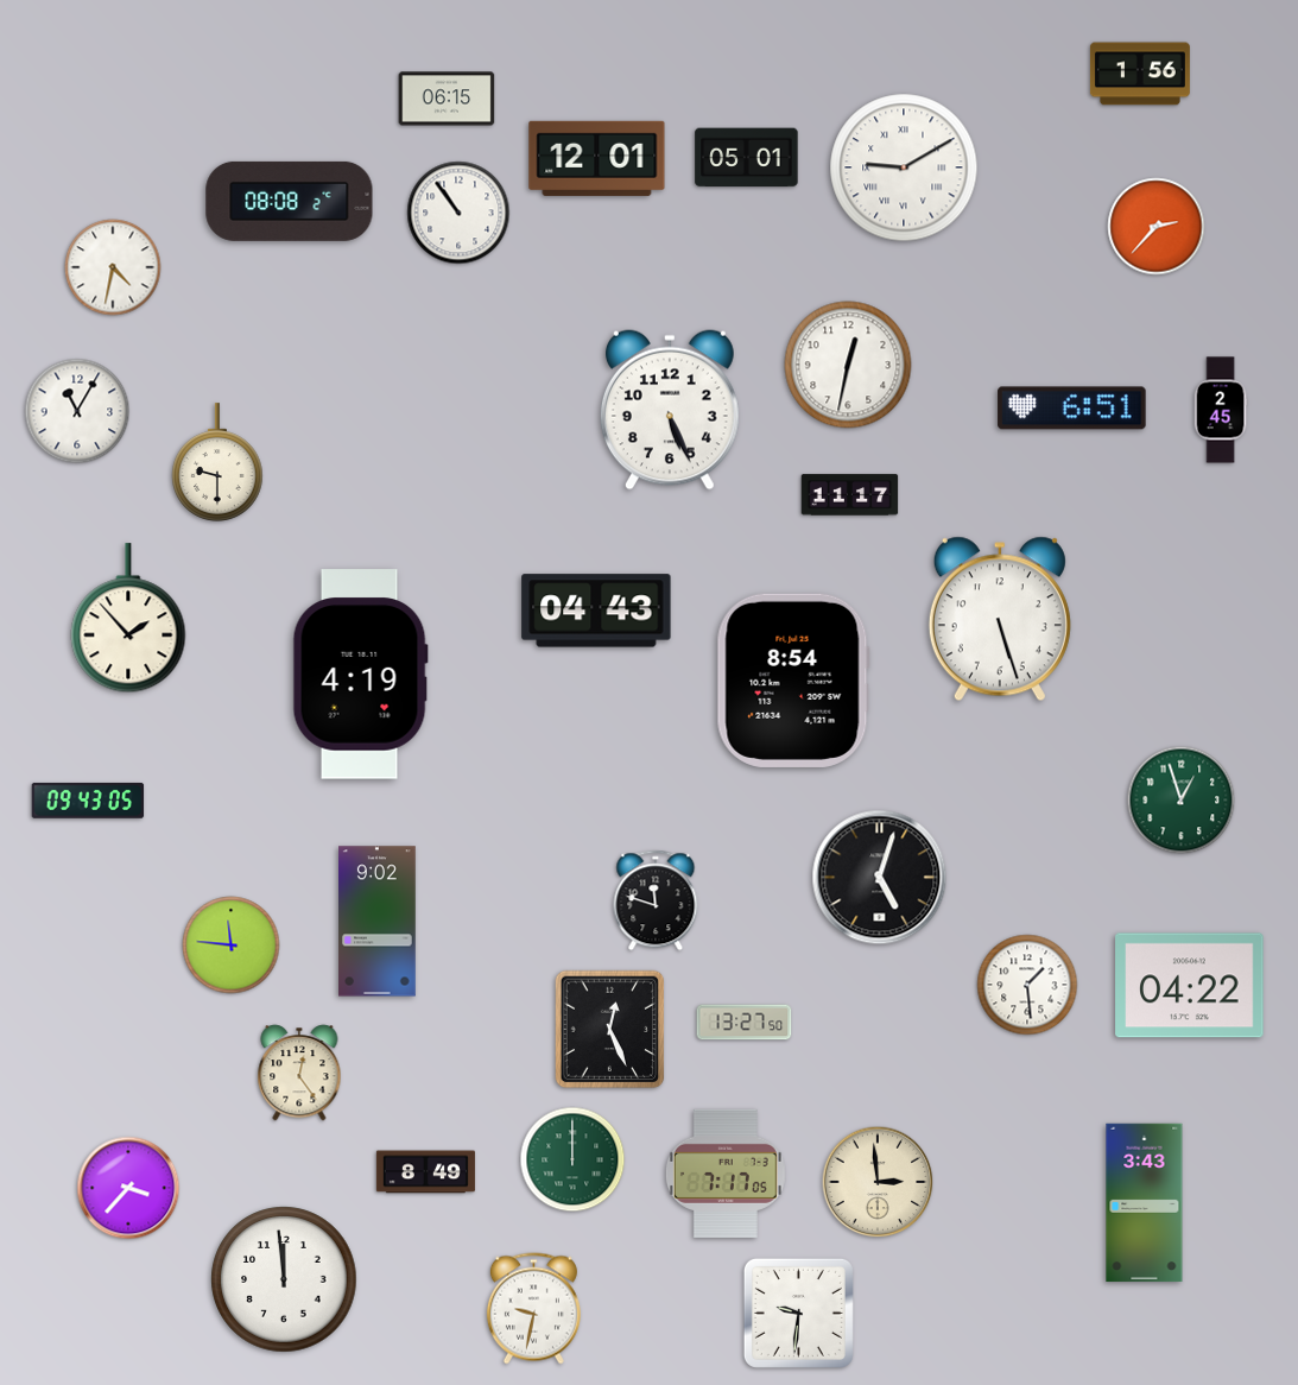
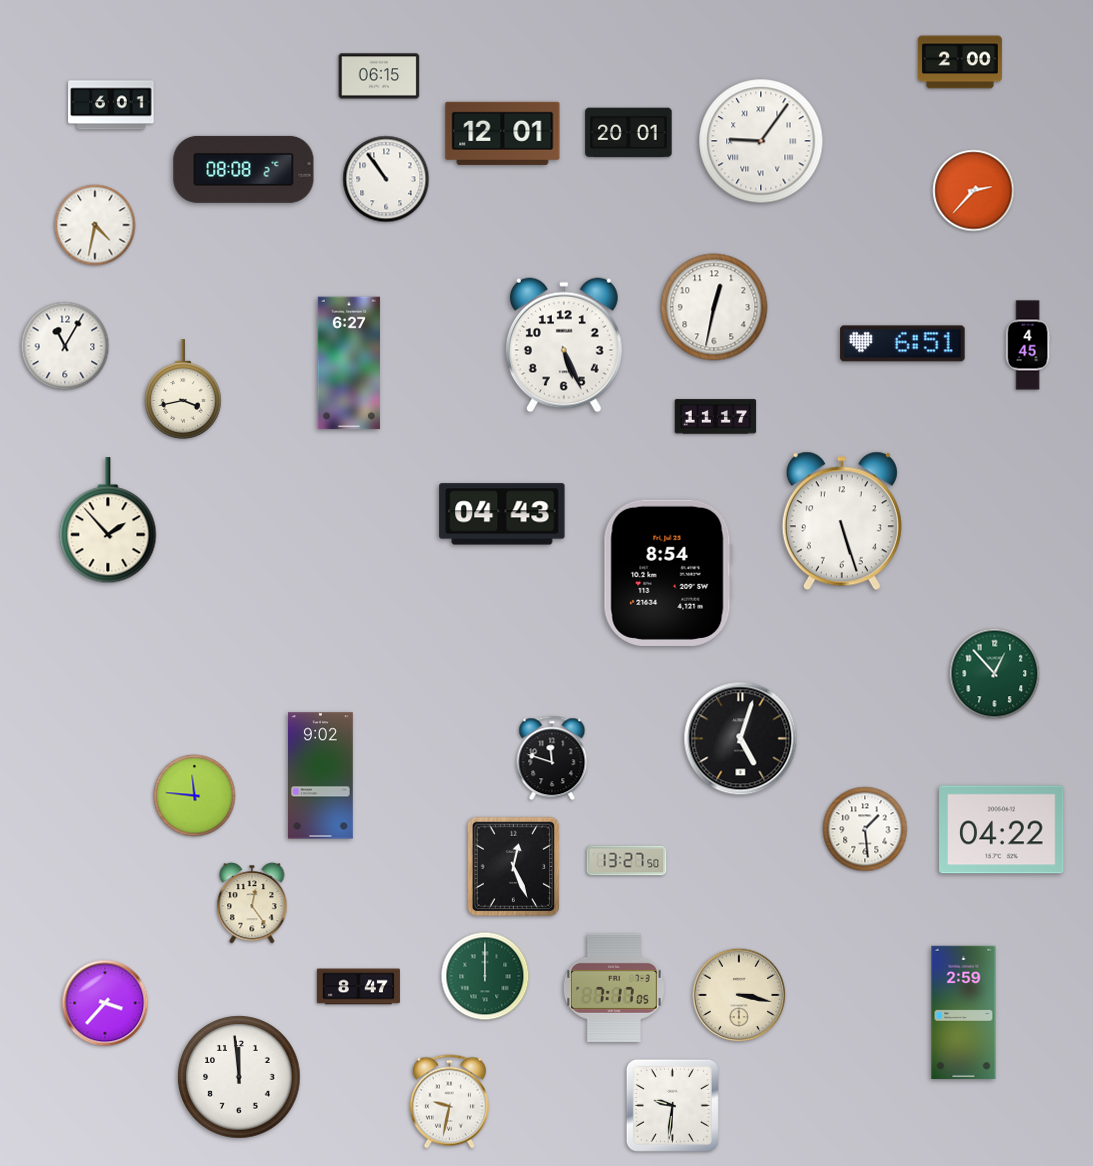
clock at (1140, 74): 1:56 -> 2:00
clock at (447, 99) position: (447, 99) -> (379, 76)
clock at (111, 105): none -> 6:01
clock at (747, 158): 05:01 -> 20:01
clock at (904, 167): 9:10 -> 9:06
clock at (1221, 410): 2:45 -> 4:45
clock at (349, 363): none -> 6:27
clock at (219, 462): 9:30 -> 3:43
clock at (360, 675): 4:19 -> none
clock at (88, 801): 09:43 -> none
clock at (1182, 801): 12:57 -> 12:53
clock at (378, 922) position: (378, 922) -> (321, 776)
clock at (572, 1159) position: (572, 1159) -> (485, 976)
clock at (425, 1172): 8:49 -> 8:47
clock at (726, 1174) position: (726, 1174) -> (614, 988)
clock at (878, 1182): 2:59 -> 3:17
clock at (128, 1188) position: (128, 1188) -> (105, 1003)
clock at (1145, 1203): 3:43 -> 2:59
